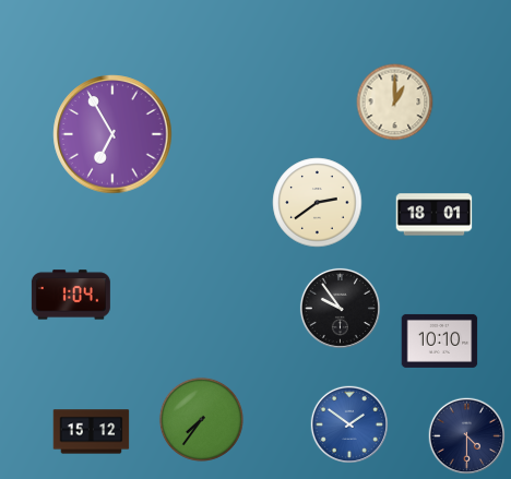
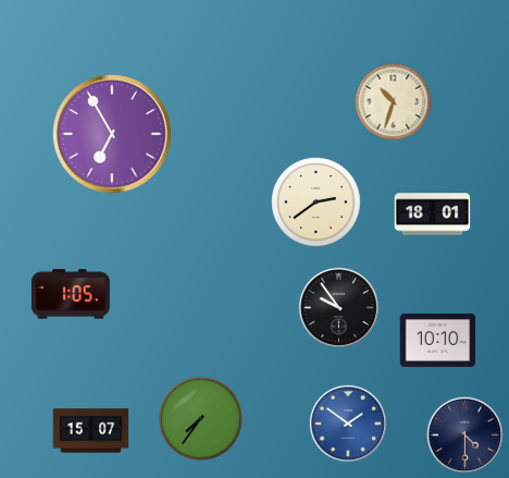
clock at (395, 103): 1:00 -> 10:33
clock at (71, 295): 1:04 -> 1:05
clock at (92, 432): 15:12 -> 15:07
